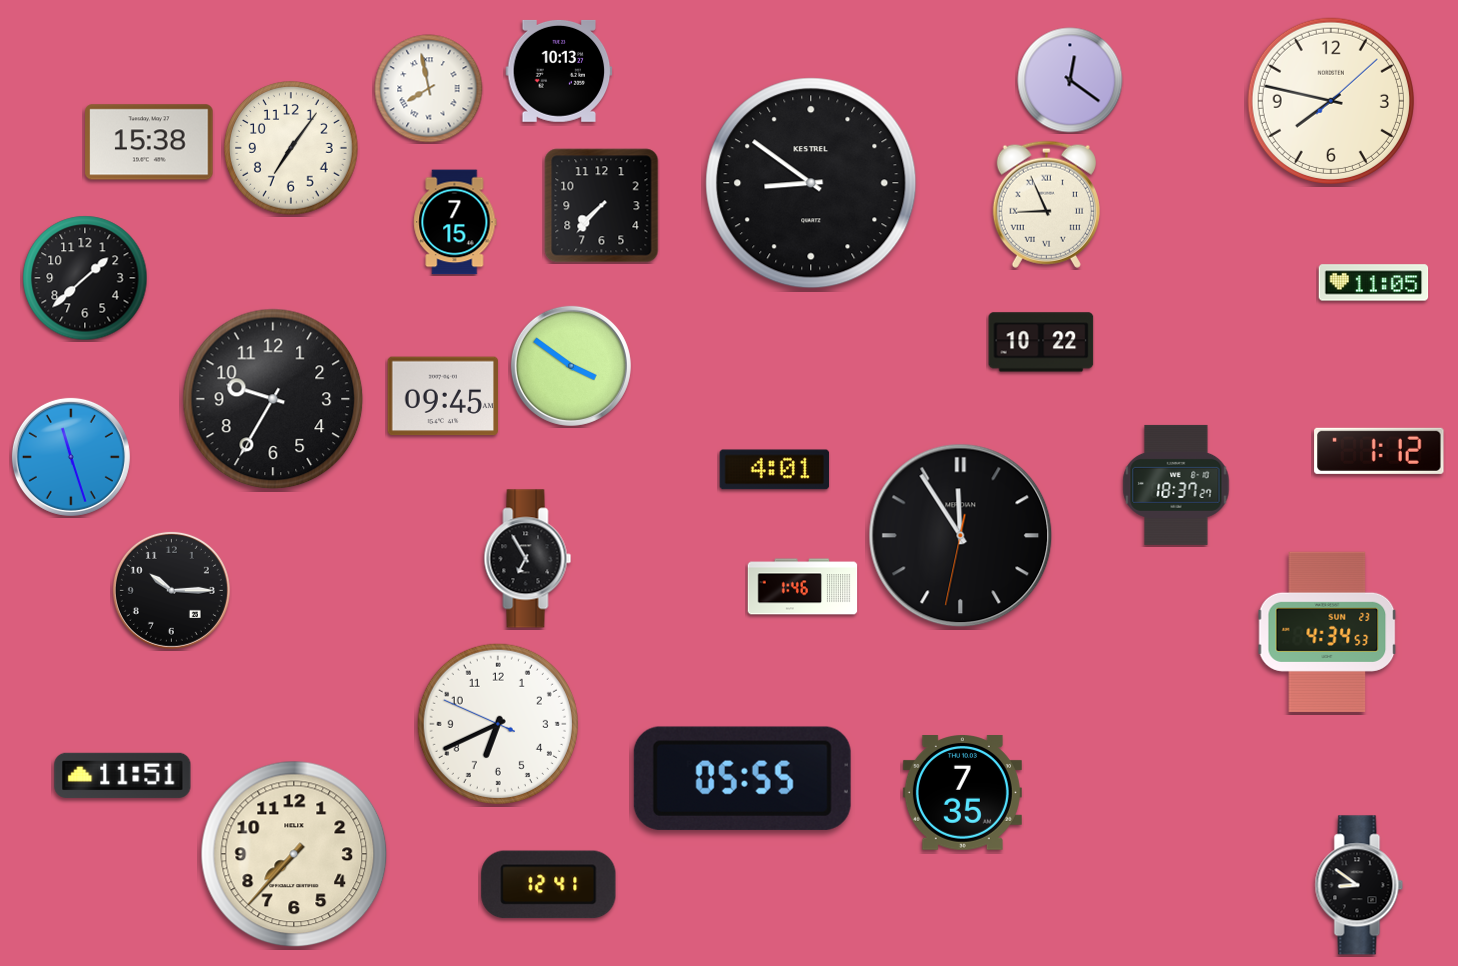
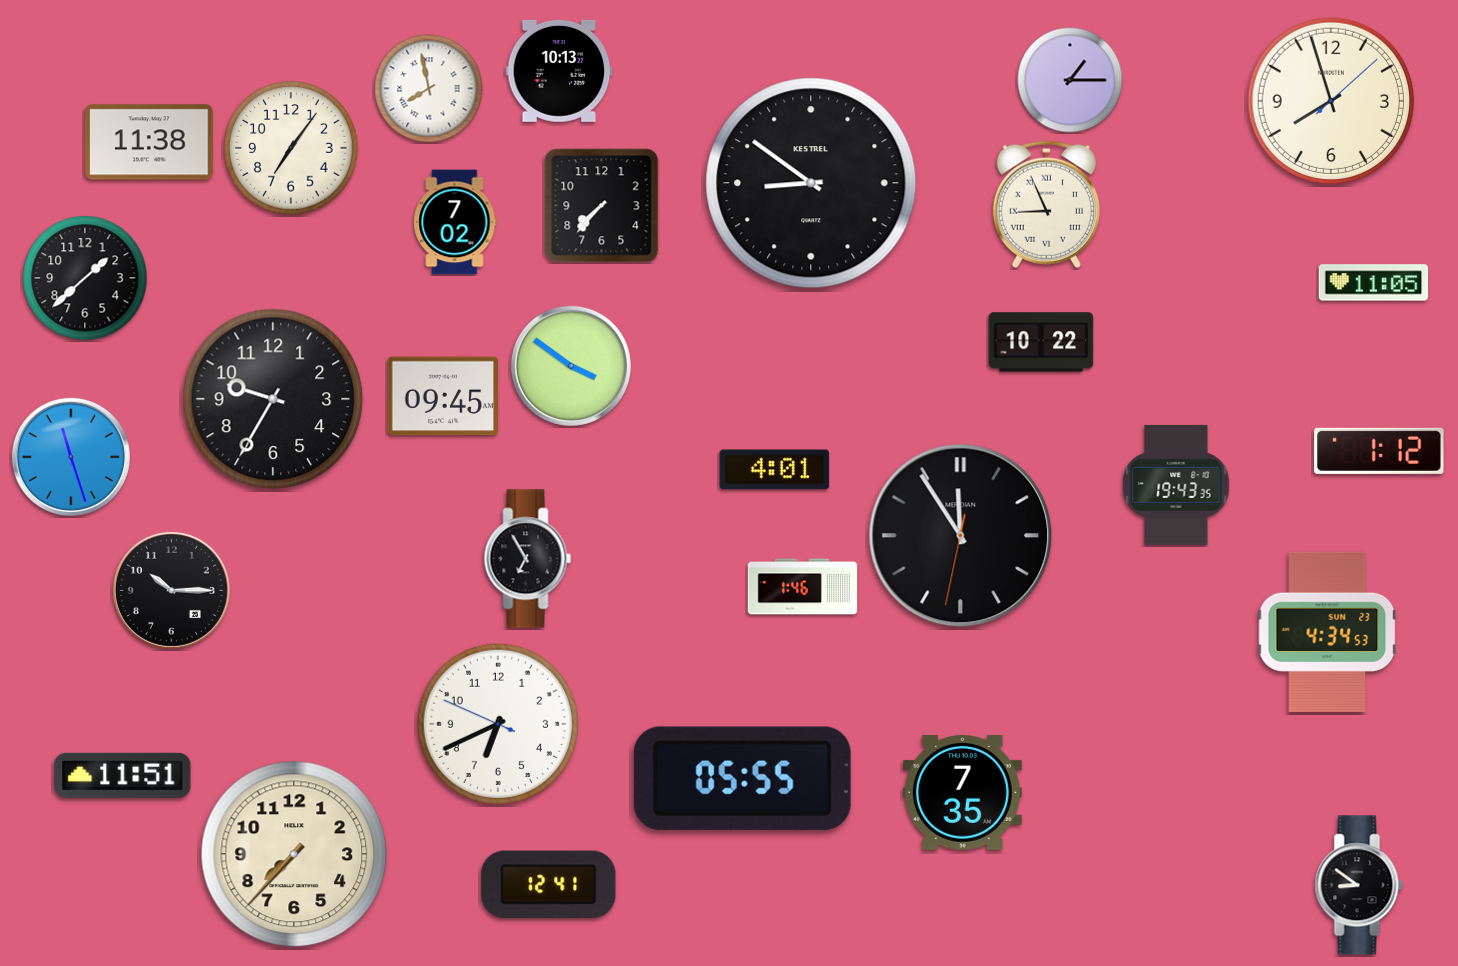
clock at (1070, 80): 12:21 -> 1:15
clock at (1331, 101): 7:47 -> 7:57
clock at (149, 142): 15:38 -> 11:38
clock at (455, 222): 7:15 -> 7:02
clock at (1176, 485): 18:37 -> 19:43
